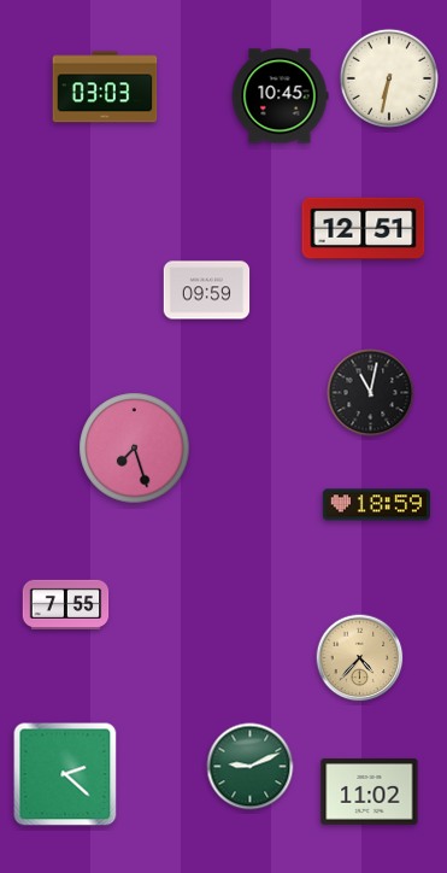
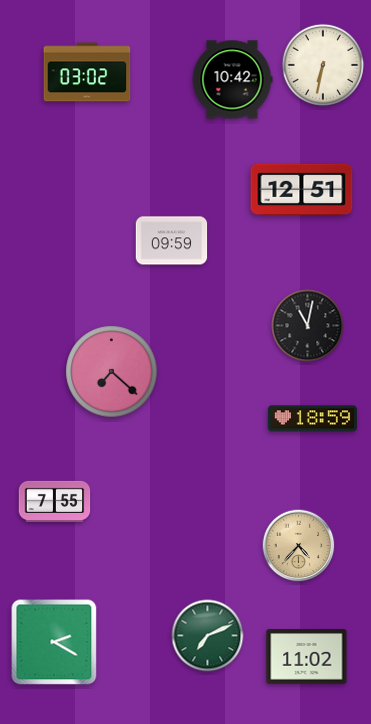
clock at (105, 87): 03:03 -> 03:02
clock at (280, 96): 10:45 -> 10:42
clock at (135, 449): 7:27 -> 7:22
clock at (251, 767): 9:11 -> 7:11
clock at (65, 774): 2:22 -> 2:20
